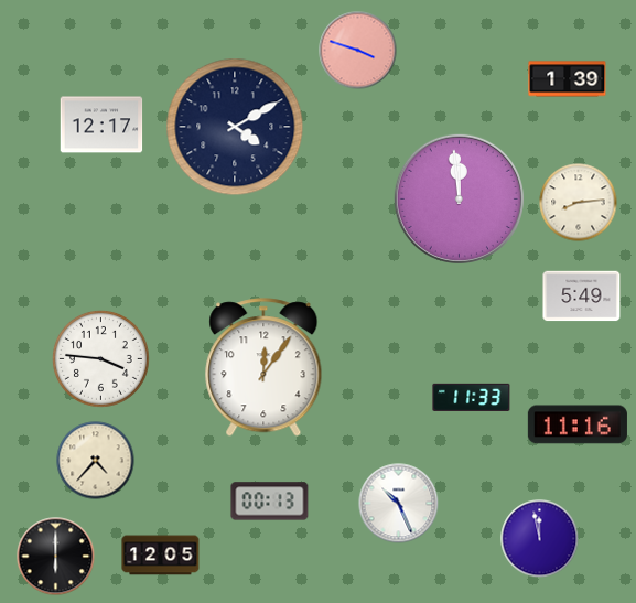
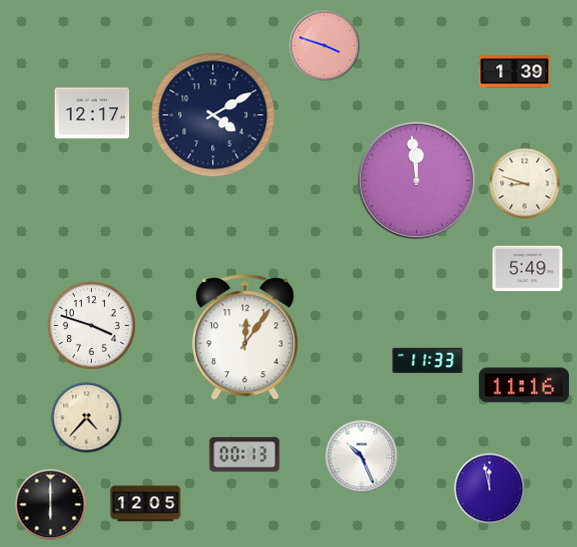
clock at (579, 203): 8:14 -> 8:48
clock at (100, 358): 3:46 -> 3:48
clock at (263, 368) position: (263, 368) -> (245, 338)
